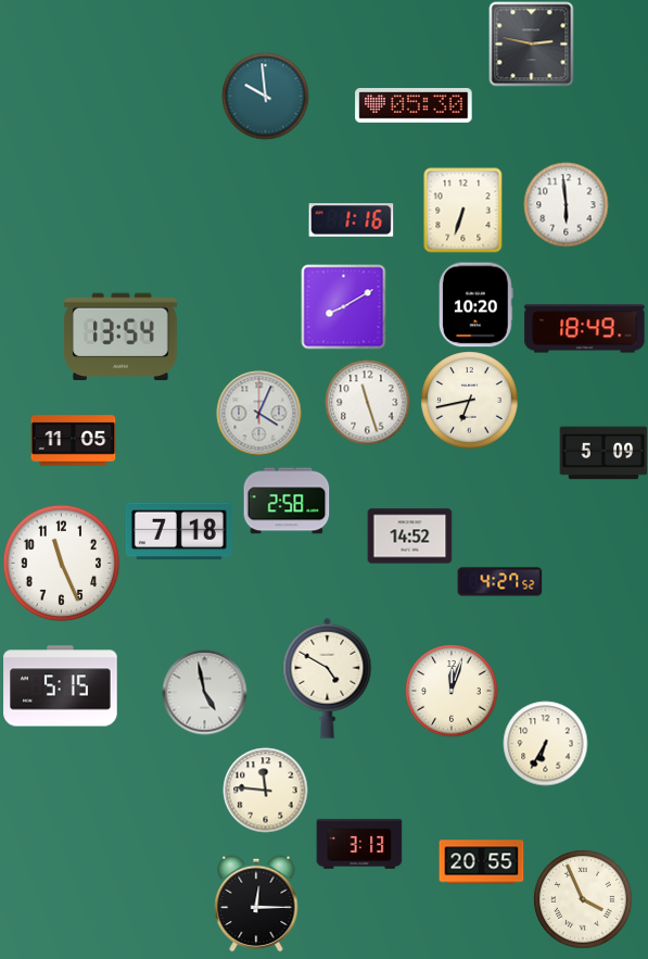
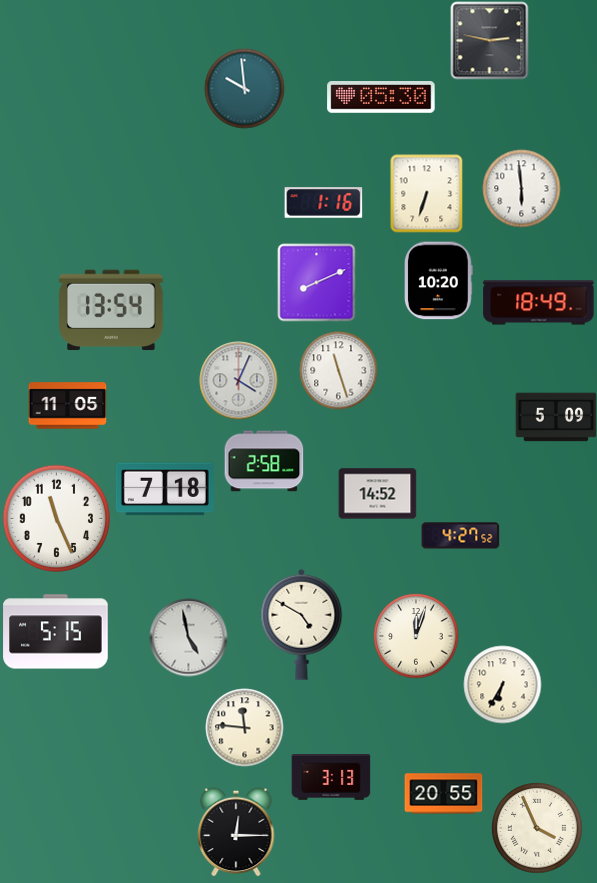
clock at (343, 306): 8:10 -> 8:11
clock at (469, 400): 6:43 -> none
